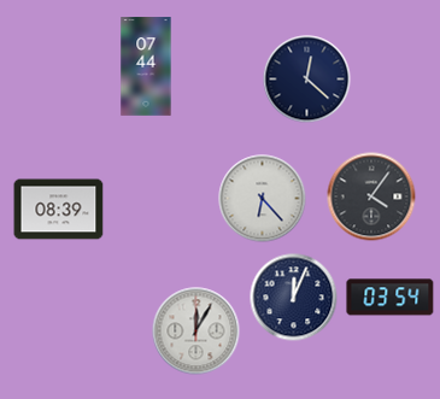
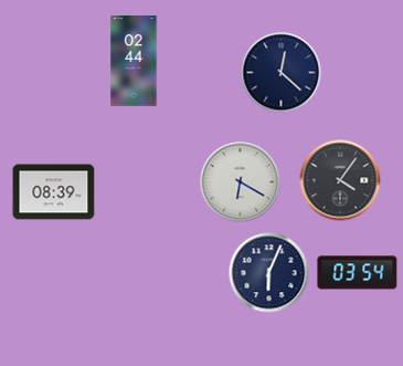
clock at (146, 66): 07:44 -> 02:44
clock at (263, 199): 6:23 -> 6:20
clock at (294, 298): 12:04 -> 6:04
clock at (196, 331): 12:05 -> none
